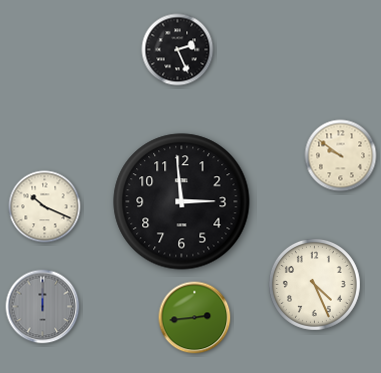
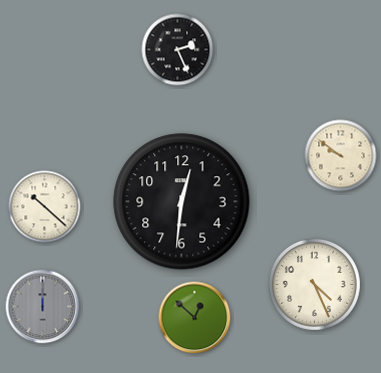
clock at (182, 202): 2:59 -> 12:31
clock at (45, 207): 10:19 -> 10:22
clock at (195, 318): 2:44 -> 12:52
